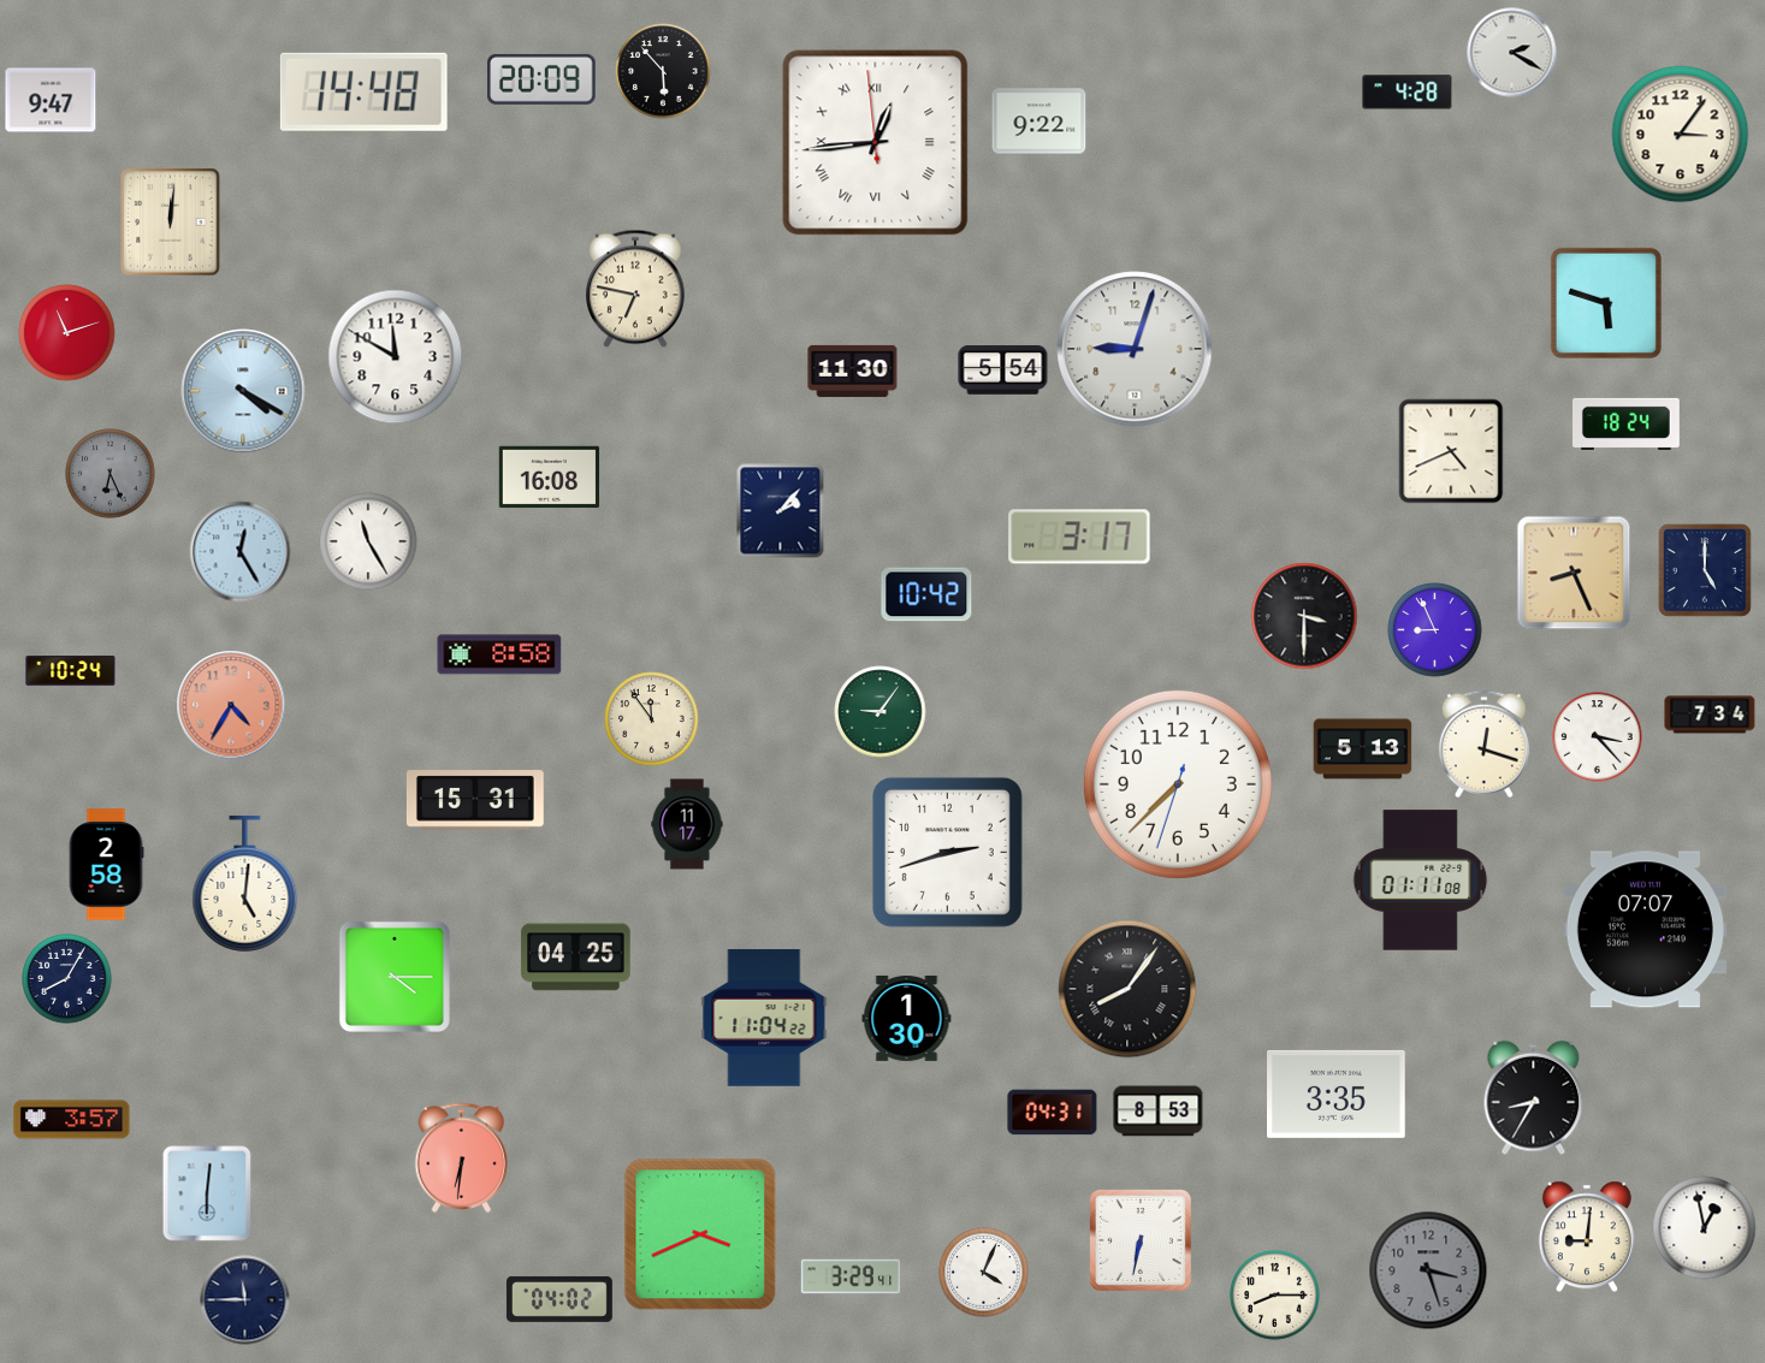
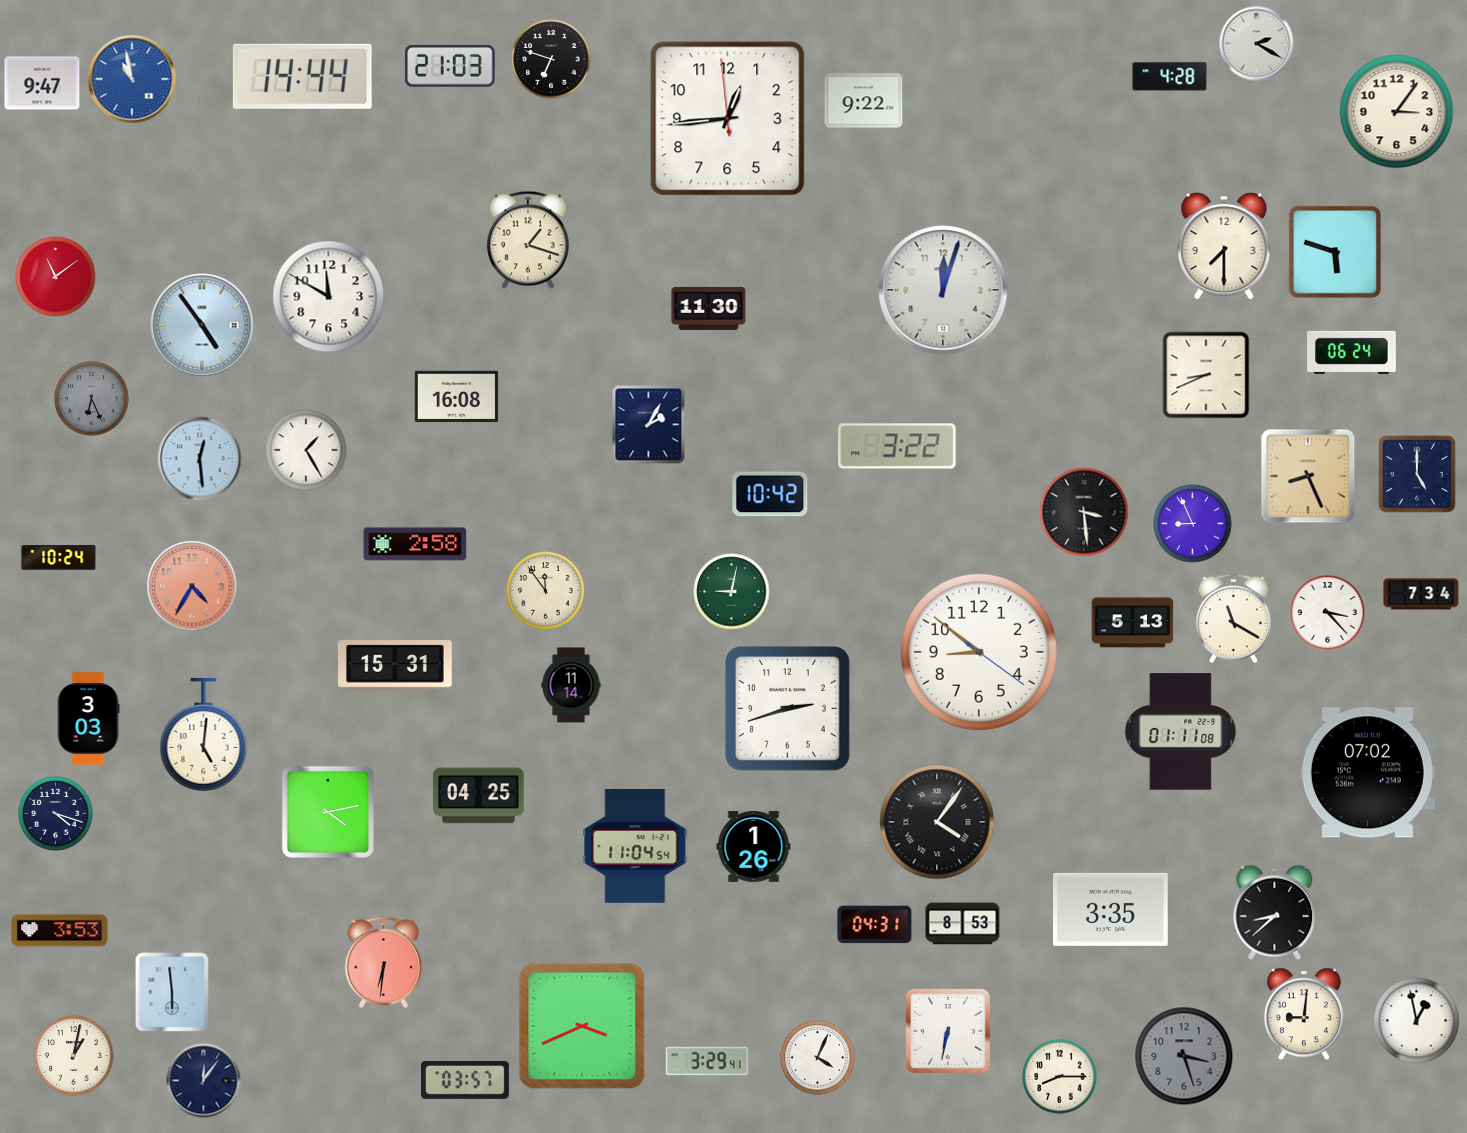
clock at (663, 71): 5:53 -> 6:48
clock at (543, 79): 20:09 -> 21:03
clock at (363, 91): 14:48 -> 14:44
clock at (132, 79): none -> 10:58
clock at (876, 143) numerals: Roman -> Arabic
clock at (171, 223): 12:01 -> none
clock at (635, 289): 6:47 -> 1:18
clock at (1224, 246): none -> 7:30
clock at (67, 333): 11:12 -> 11:09
clock at (1135, 349): 9:03 -> 12:03
clock at (1003, 371): 5:54 -> none
clock at (243, 391): 4:20 -> 4:54
clock at (1627, 423): 18:24 -> 06:24
clock at (1451, 451): 4:41 -> 8:41
clock at (111, 474) position: (111, 474) -> (92, 399)
clock at (781, 511): 2:07 -> 2:05
clock at (1079, 537): 3:17 -> 3:22
clock at (368, 541): 11:25 -> 1:25
clock at (241, 552): 12:25 -> 12:29
clock at (1304, 616): 3:30 -> 3:29
clock at (499, 654): 8:58 -> 2:58
clock at (881, 712): 9:06 -> 9:02
clock at (652, 719) position: (652, 719) -> (546, 591)
clock at (1483, 745): 12:18 -> 11:20
clock at (1178, 784): 7:37 -> 8:51
clock at (687, 824): 11:17 -> 11:14
clock at (106, 865): 2:58 -> 3:03
clock at (1645, 930): 07:07 -> 07:02
clock at (395, 977): 4:15 -> 4:13
clock at (67, 979): 8:05 -> 4:18
clock at (1127, 989): 8:06 -> 4:06
clock at (907, 1018): 1:30 -> 1:26
clock at (764, 1019): 11:04:22 -> 11:04:54
clock at (1534, 1098): 8:35 -> 8:38
clock at (72, 1120): 3:57 -> 3:53
clock at (207, 1193): 6:01 -> 5:59
clock at (1587, 1237) position: (1587, 1237) -> (1304, 1014)
clock at (74, 1056): none -> 1:02
clock at (1428, 1270) position: (1428, 1270) -> (1184, 1056)
clock at (559, 1299): 04:02 -> 03:57
clock at (245, 1300): 11:45 -> 12:06
